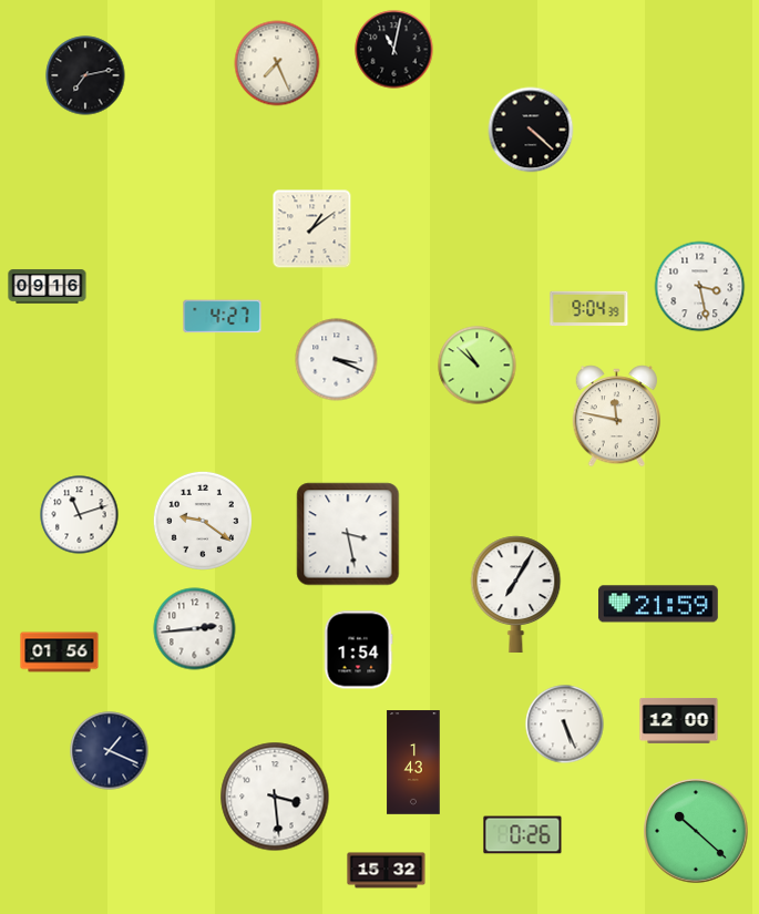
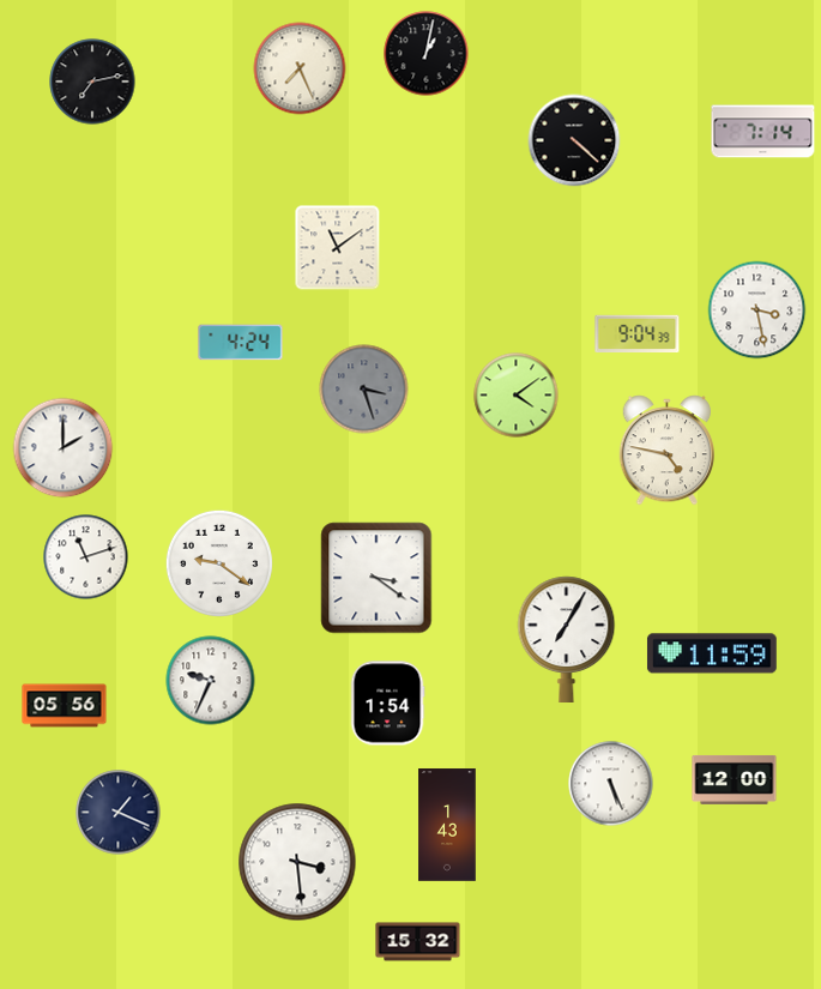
clock at (394, 50): 11:02 -> 1:02
clock at (763, 132): none -> 7:14
clock at (312, 229): 1:09 -> 11:09
clock at (48, 287): 09:16 -> none
clock at (223, 317): 4:27 -> 4:24
clock at (337, 360): 3:19 -> 3:27
clock at (337, 360) dial: white -> grey
clock at (478, 366): 10:52 -> 4:09
clock at (64, 448): none -> 2:00
clock at (616, 417): 11:47 -> 4:47
clock at (348, 534): 3:28 -> 3:21
clock at (516, 594) position: (516, 594) -> (567, 639)
clock at (658, 604): 21:59 -> 11:59
clock at (195, 629): 2:44 -> 9:34
clock at (60, 653): 01:56 -> 05:56
clock at (696, 831): 10:22 -> none
clock at (523, 835): 0:26 -> none
